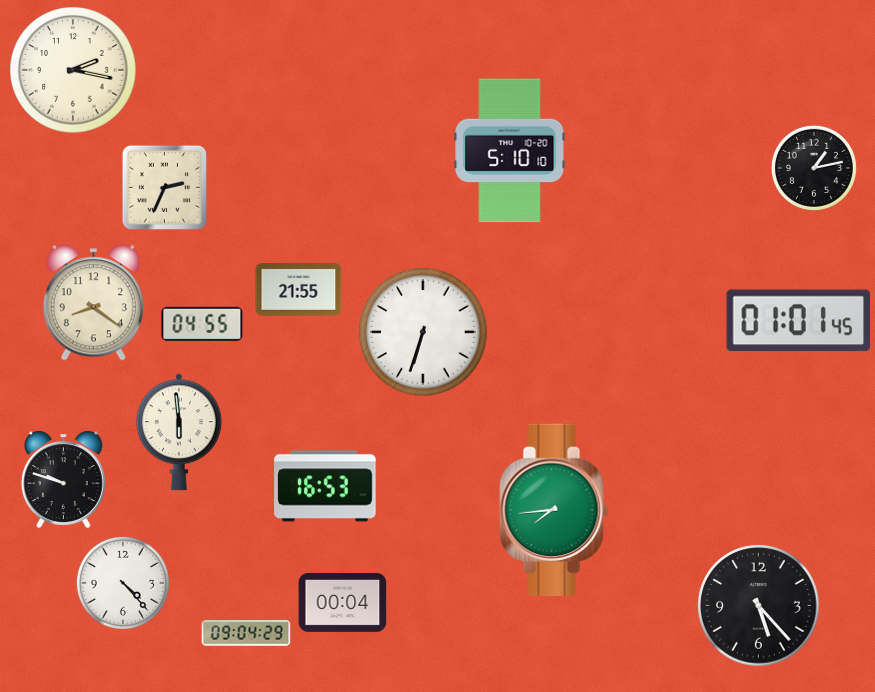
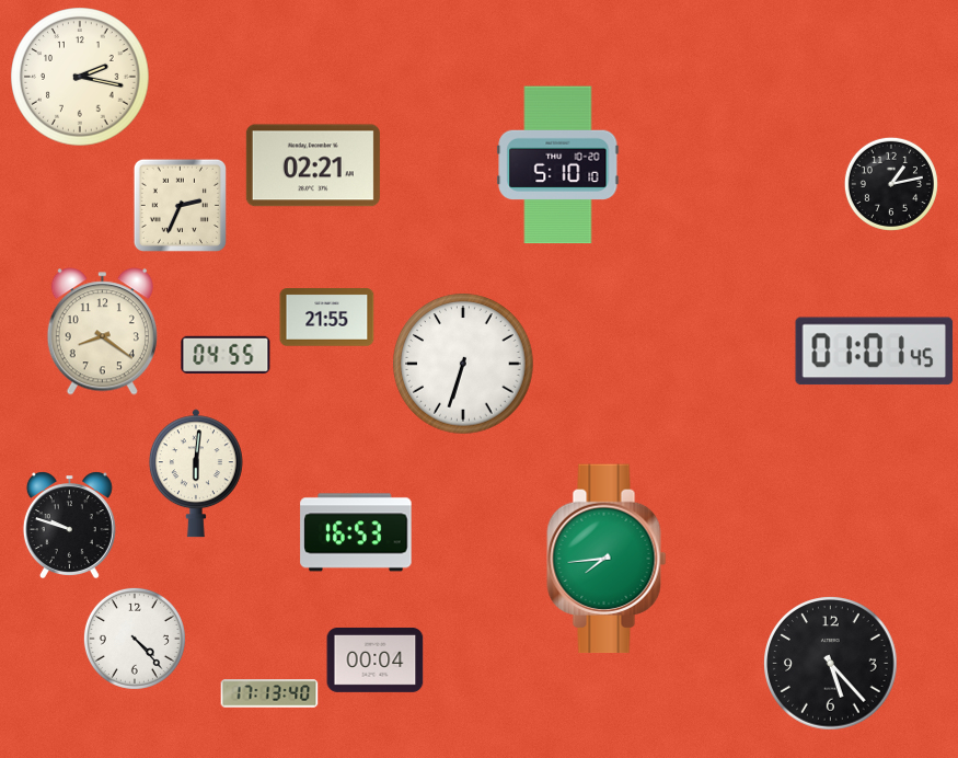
clock at (313, 165): none -> 02:21
clock at (202, 324) position: (202, 324) -> (226, 355)
clock at (179, 432): 5:59 -> 6:01
clock at (246, 633): 09:04 -> 17:13
